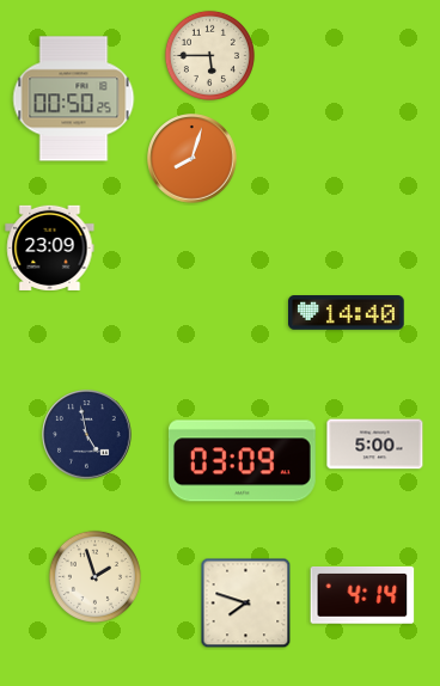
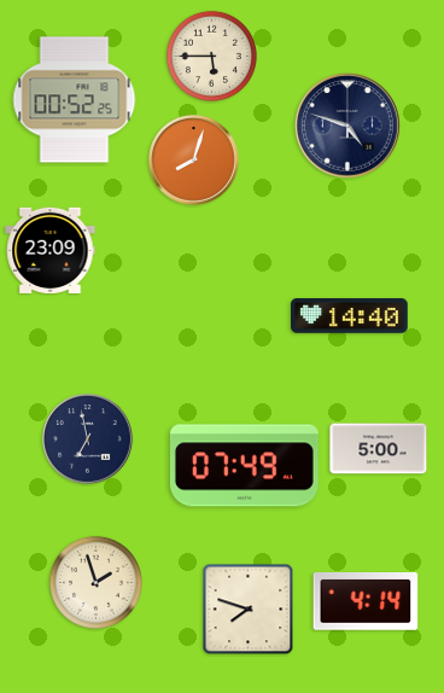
clock at (74, 99): 00:50 -> 00:52
clock at (347, 126): none -> 4:48
clock at (87, 435): 4:58 -> 6:58
clock at (242, 461): 03:09 -> 07:49
